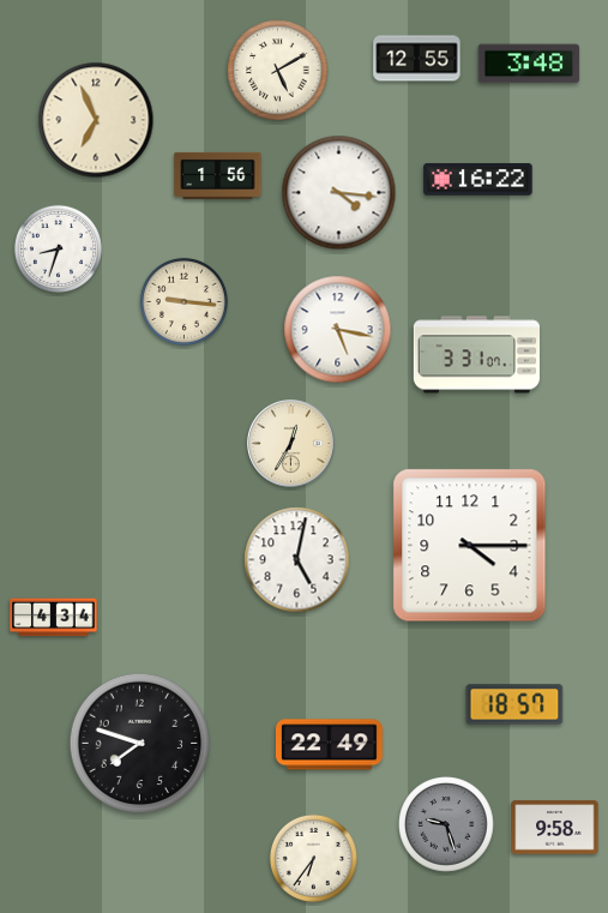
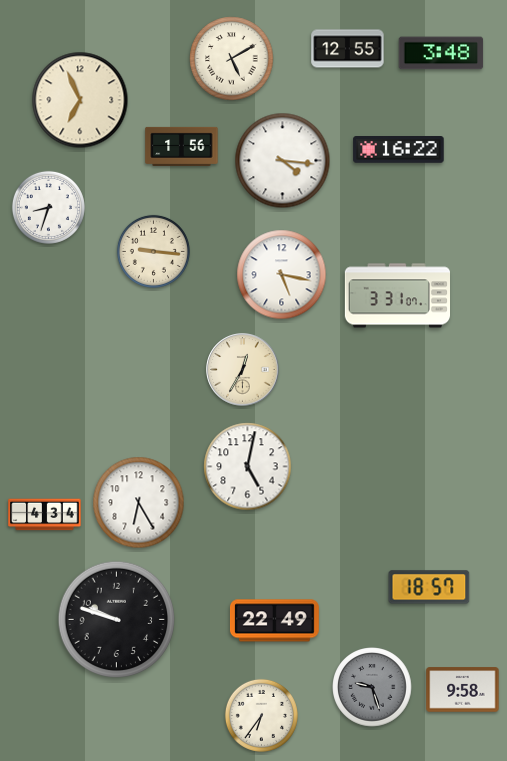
clock at (470, 546): 4:15 -> none
clock at (139, 503): none -> 6:25
clock at (139, 743): 7:48 -> 9:48
